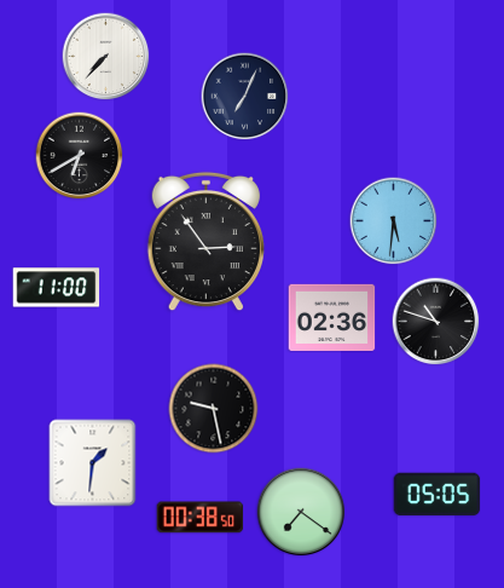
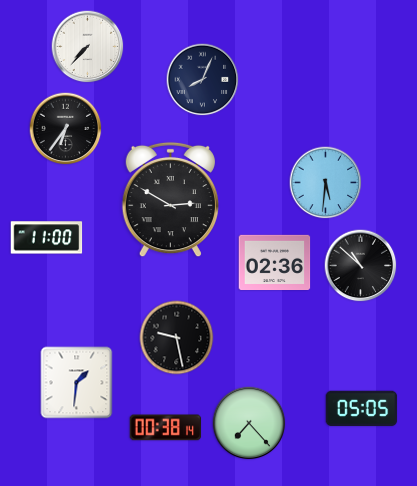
clock at (245, 97): 7:04 -> 8:04
clock at (80, 156): 6:40 -> 6:36
clock at (205, 242): 2:54 -> 2:50
clock at (436, 322): 10:48 -> 10:52
clock at (301, 512): 7:21 -> 7:23
clock at (201, 518): 00:38:50 -> 00:38:14
